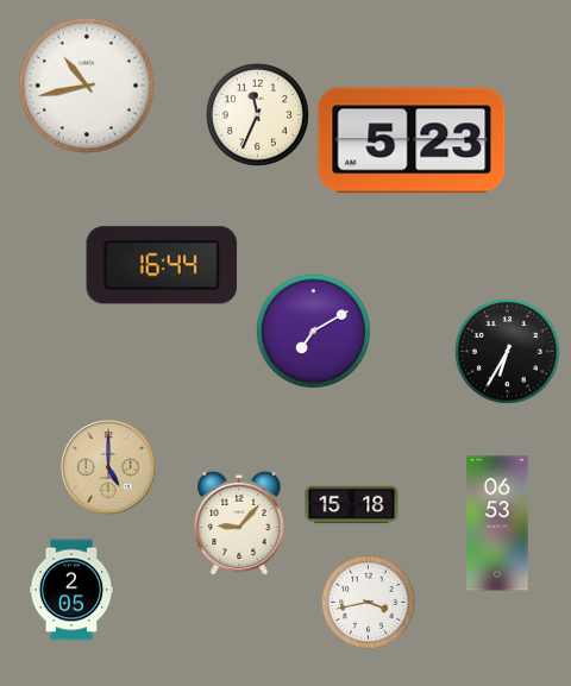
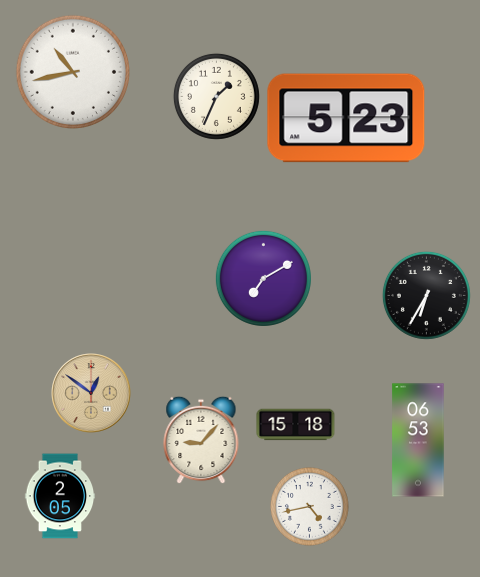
clock at (257, 114): 11:34 -> 1:34
clock at (162, 265): 16:44 -> none
clock at (108, 467): 5:00 -> 12:51
clock at (369, 603): 3:43 -> 4:43
